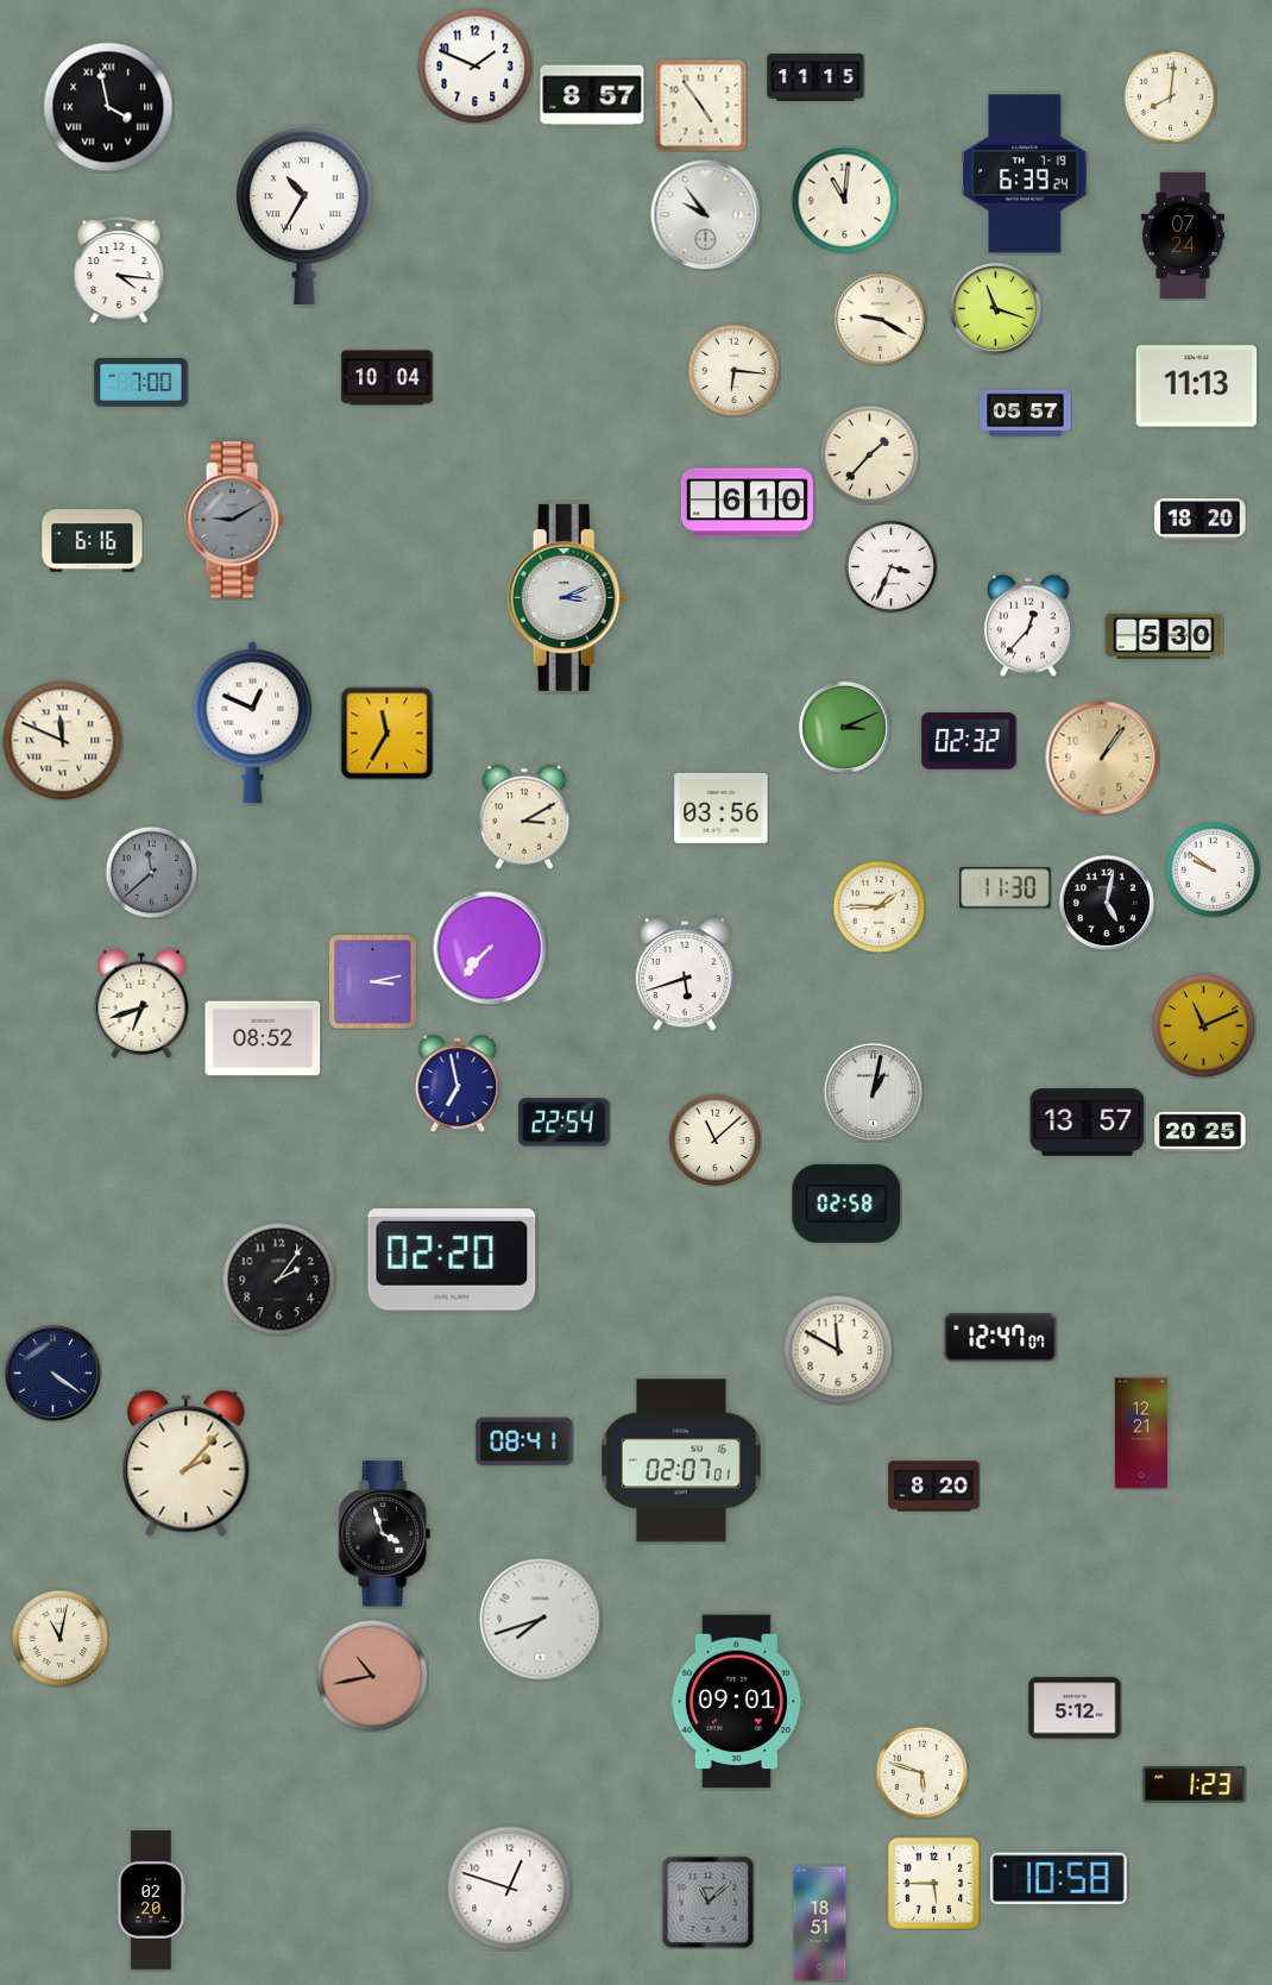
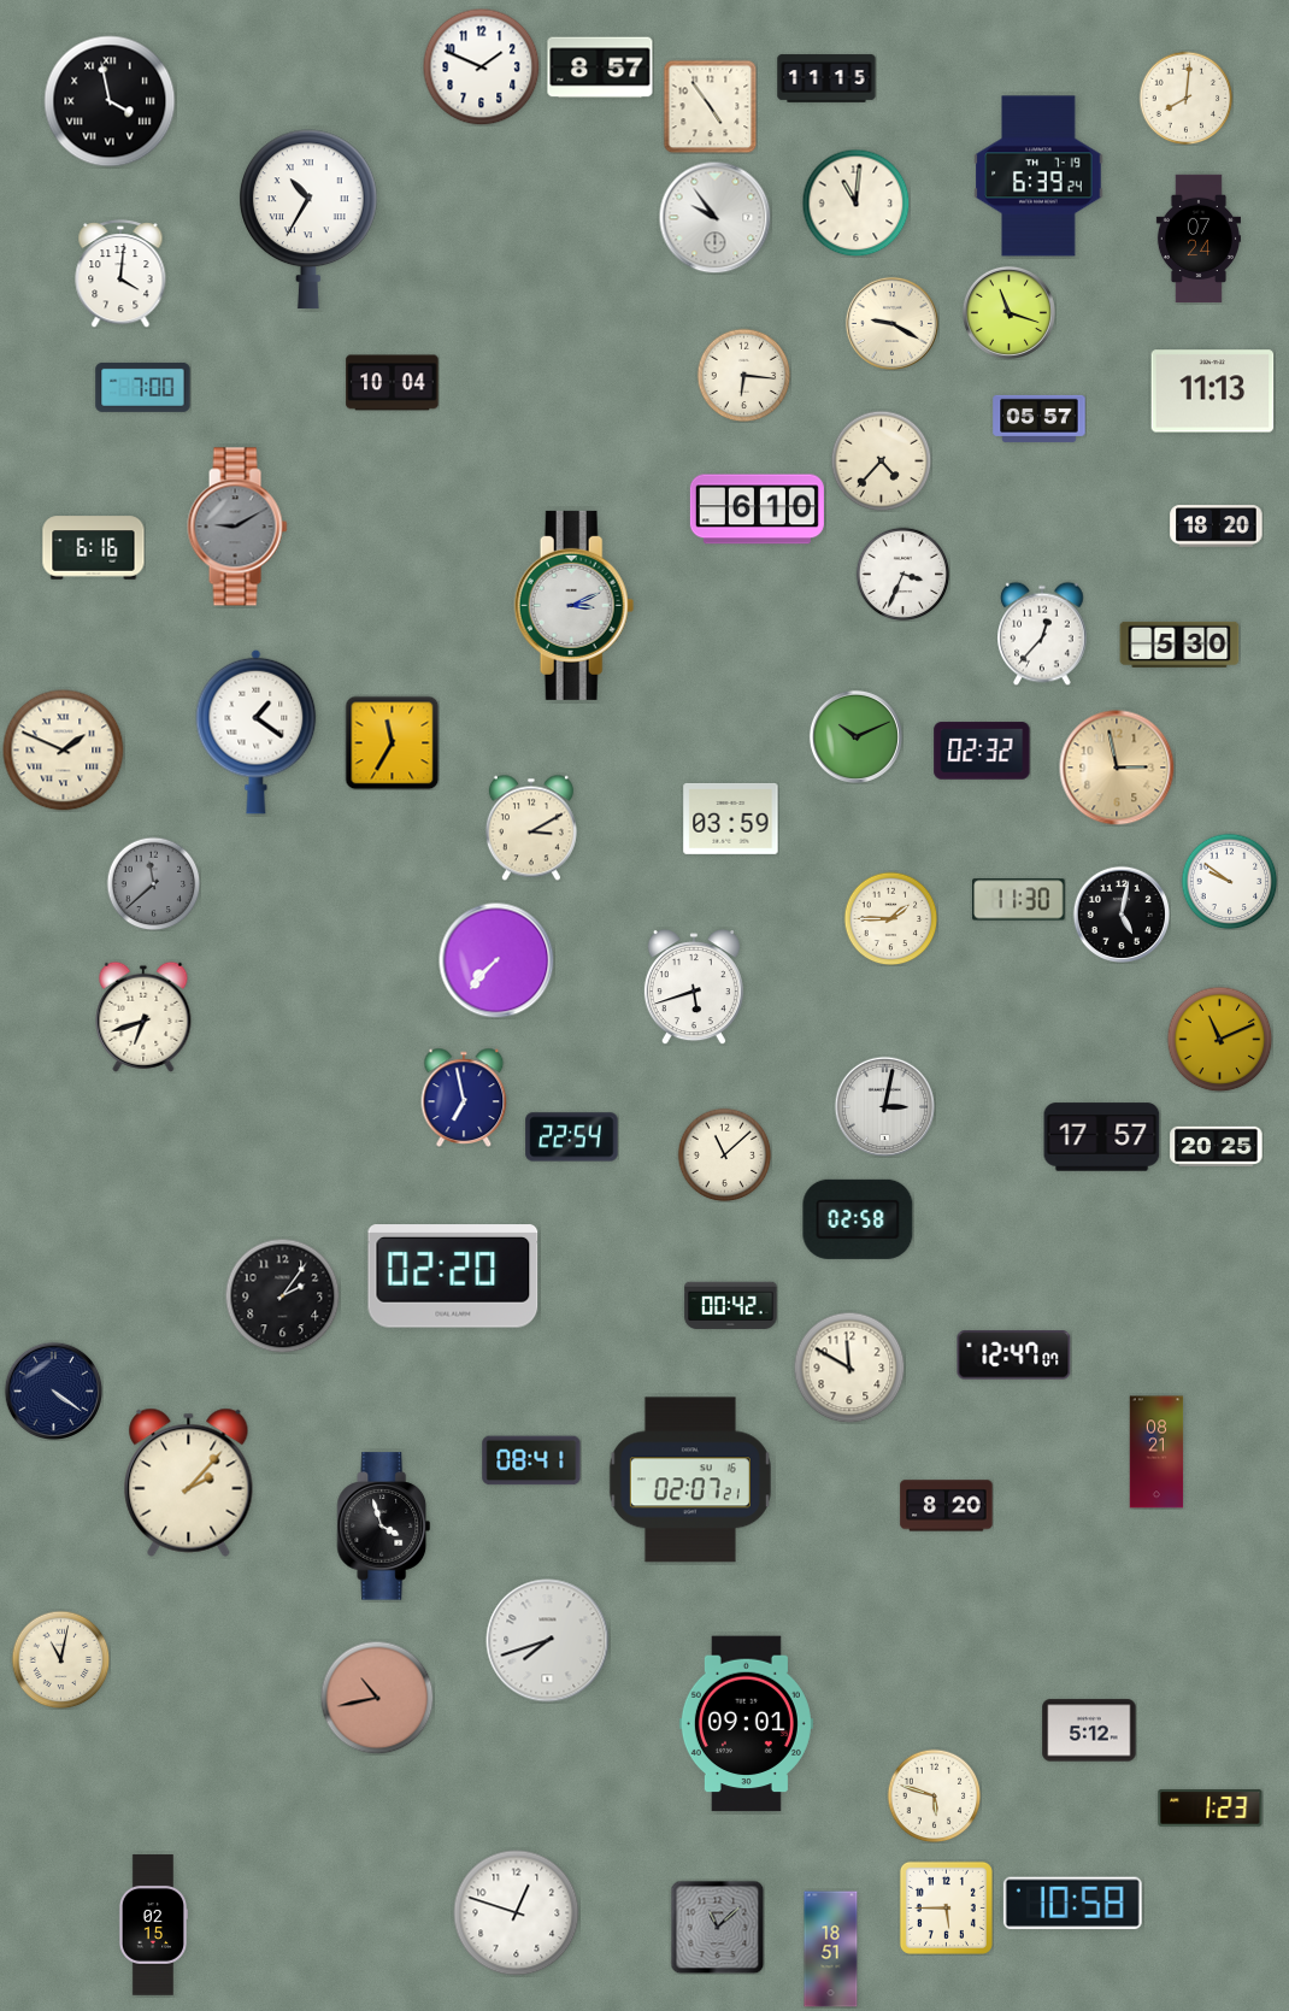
clock at (592, 95) position: (592, 95) -> (600, 67)
clock at (108, 107) position: (108, 107) -> (110, 101)
clock at (119, 270): 4:16 -> 4:01
clock at (869, 454): 1:37 -> 4:37
clock at (253, 722): 12:49 -> 1:21
clock at (844, 727): 3:11 -> 10:11
clock at (63, 741): 11:49 -> 1:49
clock at (1102, 758): 1:06 -> 2:58
clock at (722, 808): 03:56 -> 03:59
clock at (373, 982): 3:13 -> none
clock at (263, 1038): 08:52 -> none
clock at (873, 1092): 1:02 -> 3:02
clock at (1088, 1123): 13:57 -> 17:57
clock at (452, 1260) position: (452, 1260) -> (453, 1276)
clock at (731, 1305): none -> 00:42
clock at (1141, 1433): 12:21 -> 08:21
clock at (681, 1461): 02:07:01 -> 02:07:21
clock at (385, 1534) position: (385, 1534) -> (384, 1527)
clock at (150, 1901): 02:20 -> 02:15
